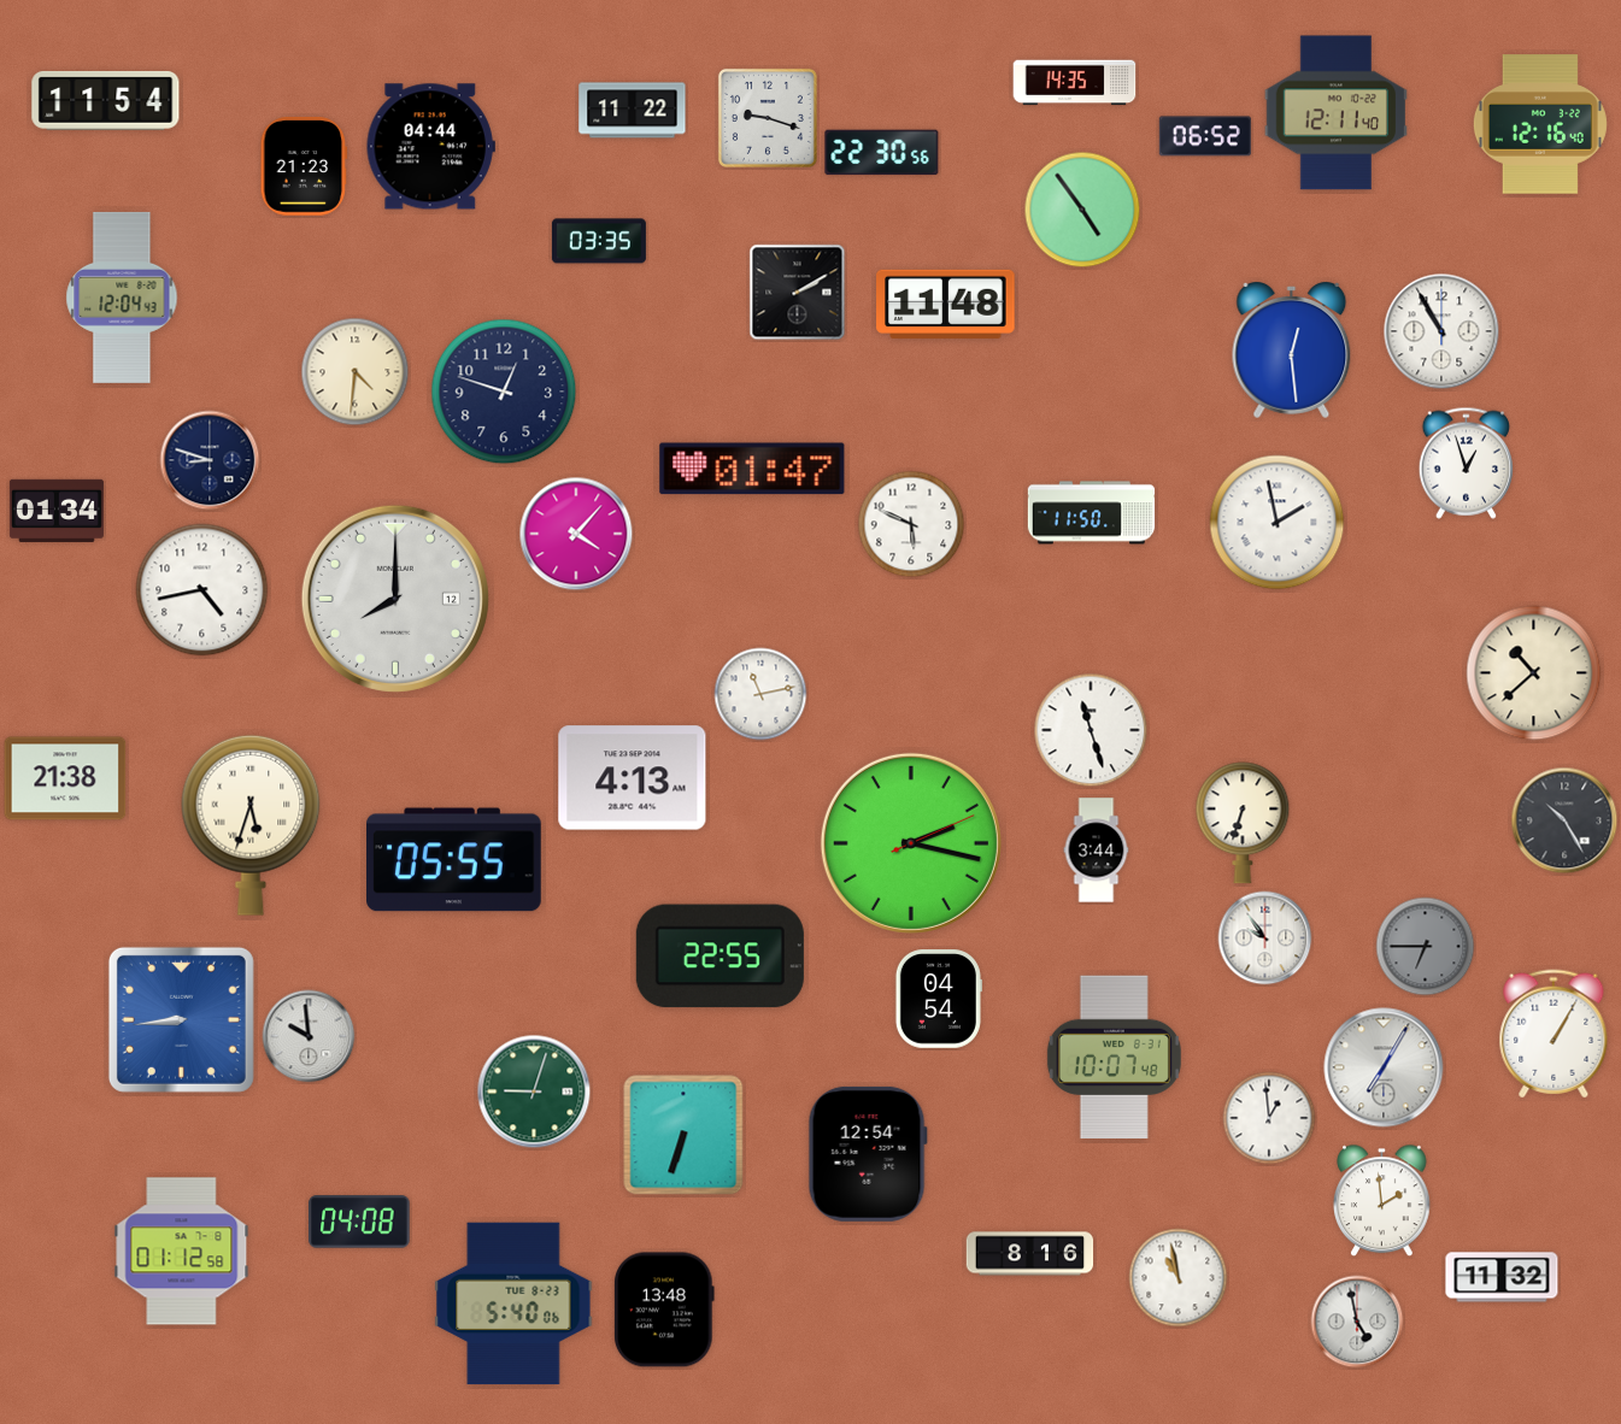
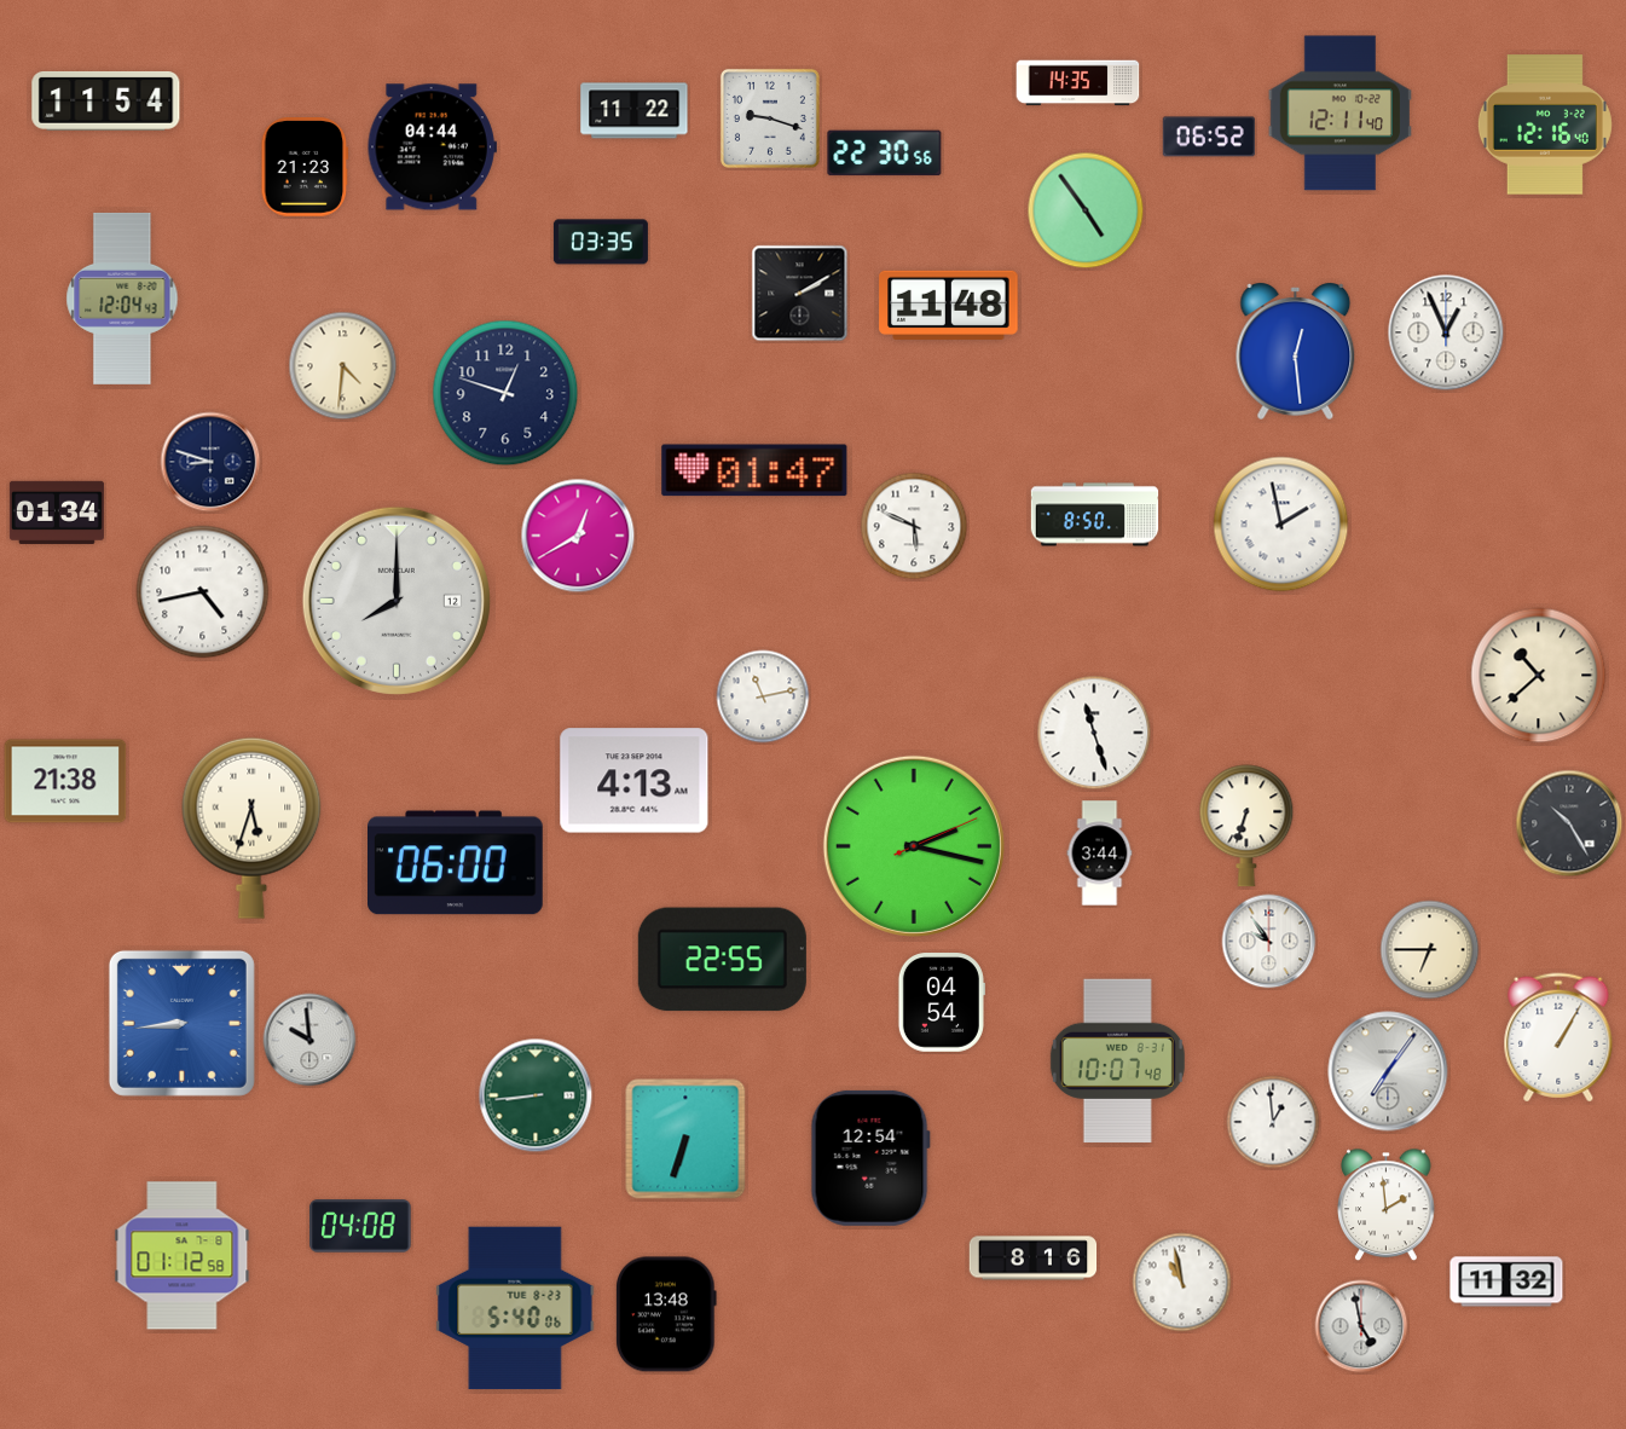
clock at (1441, 331): 10:55 -> 12:56
clock at (356, 372) position: (356, 372) -> (343, 366)
clock at (1466, 463): 12:57 -> none
clock at (1092, 513): 11:50 -> 8:50
clock at (576, 534): 4:07 -> 12:40
clock at (454, 860): 05:55 -> 06:00
clock at (1426, 947) dial: grey -> cream
clock at (1384, 1067): 7:05 -> 7:06
clock at (534, 1091): 9:03 -> 8:44
